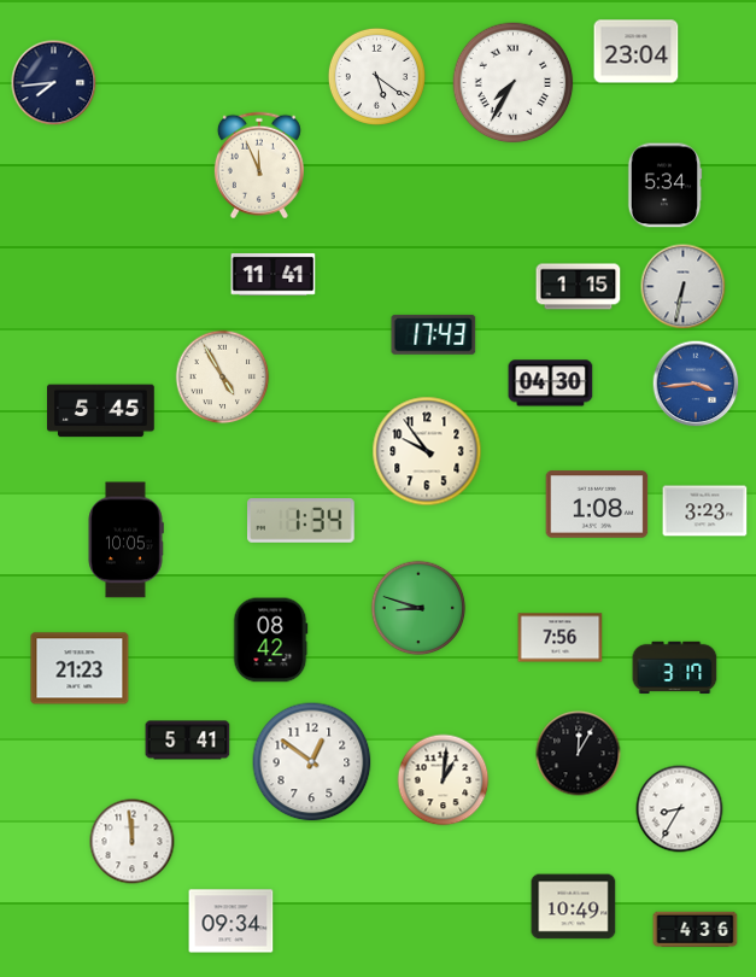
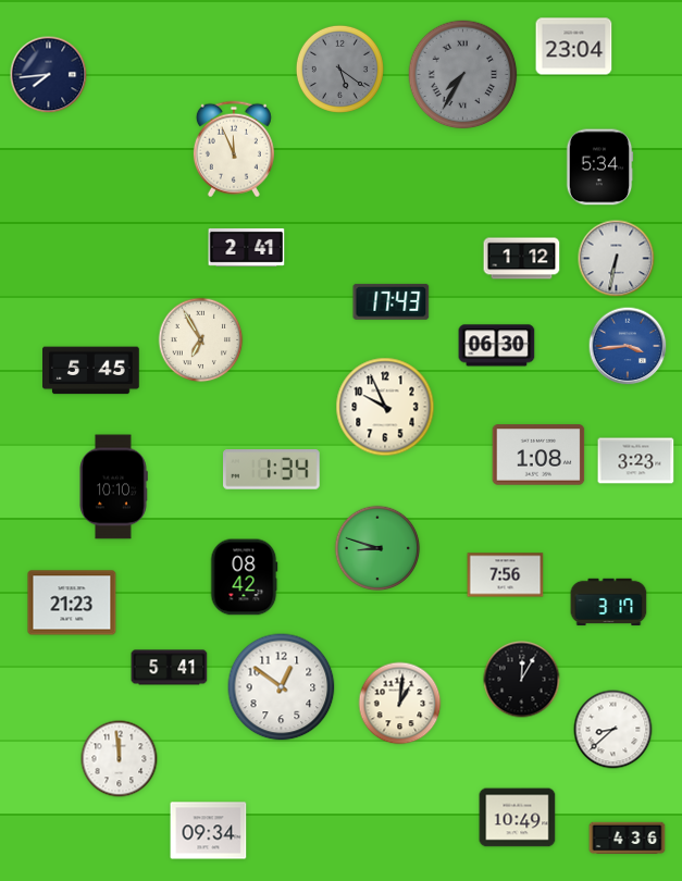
clock at (376, 76) dial: white -> grey
clock at (514, 83) dial: white -> grey
clock at (274, 274): 11:41 -> 2:41
clock at (579, 287): 1:15 -> 1:12
clock at (223, 378): 4:55 -> 6:55
clock at (551, 384): 04:30 -> 06:30
clock at (427, 451): 9:54 -> 9:56
clock at (125, 540): 10:05 -> 10:10
clock at (680, 809): 8:35 -> 8:38
